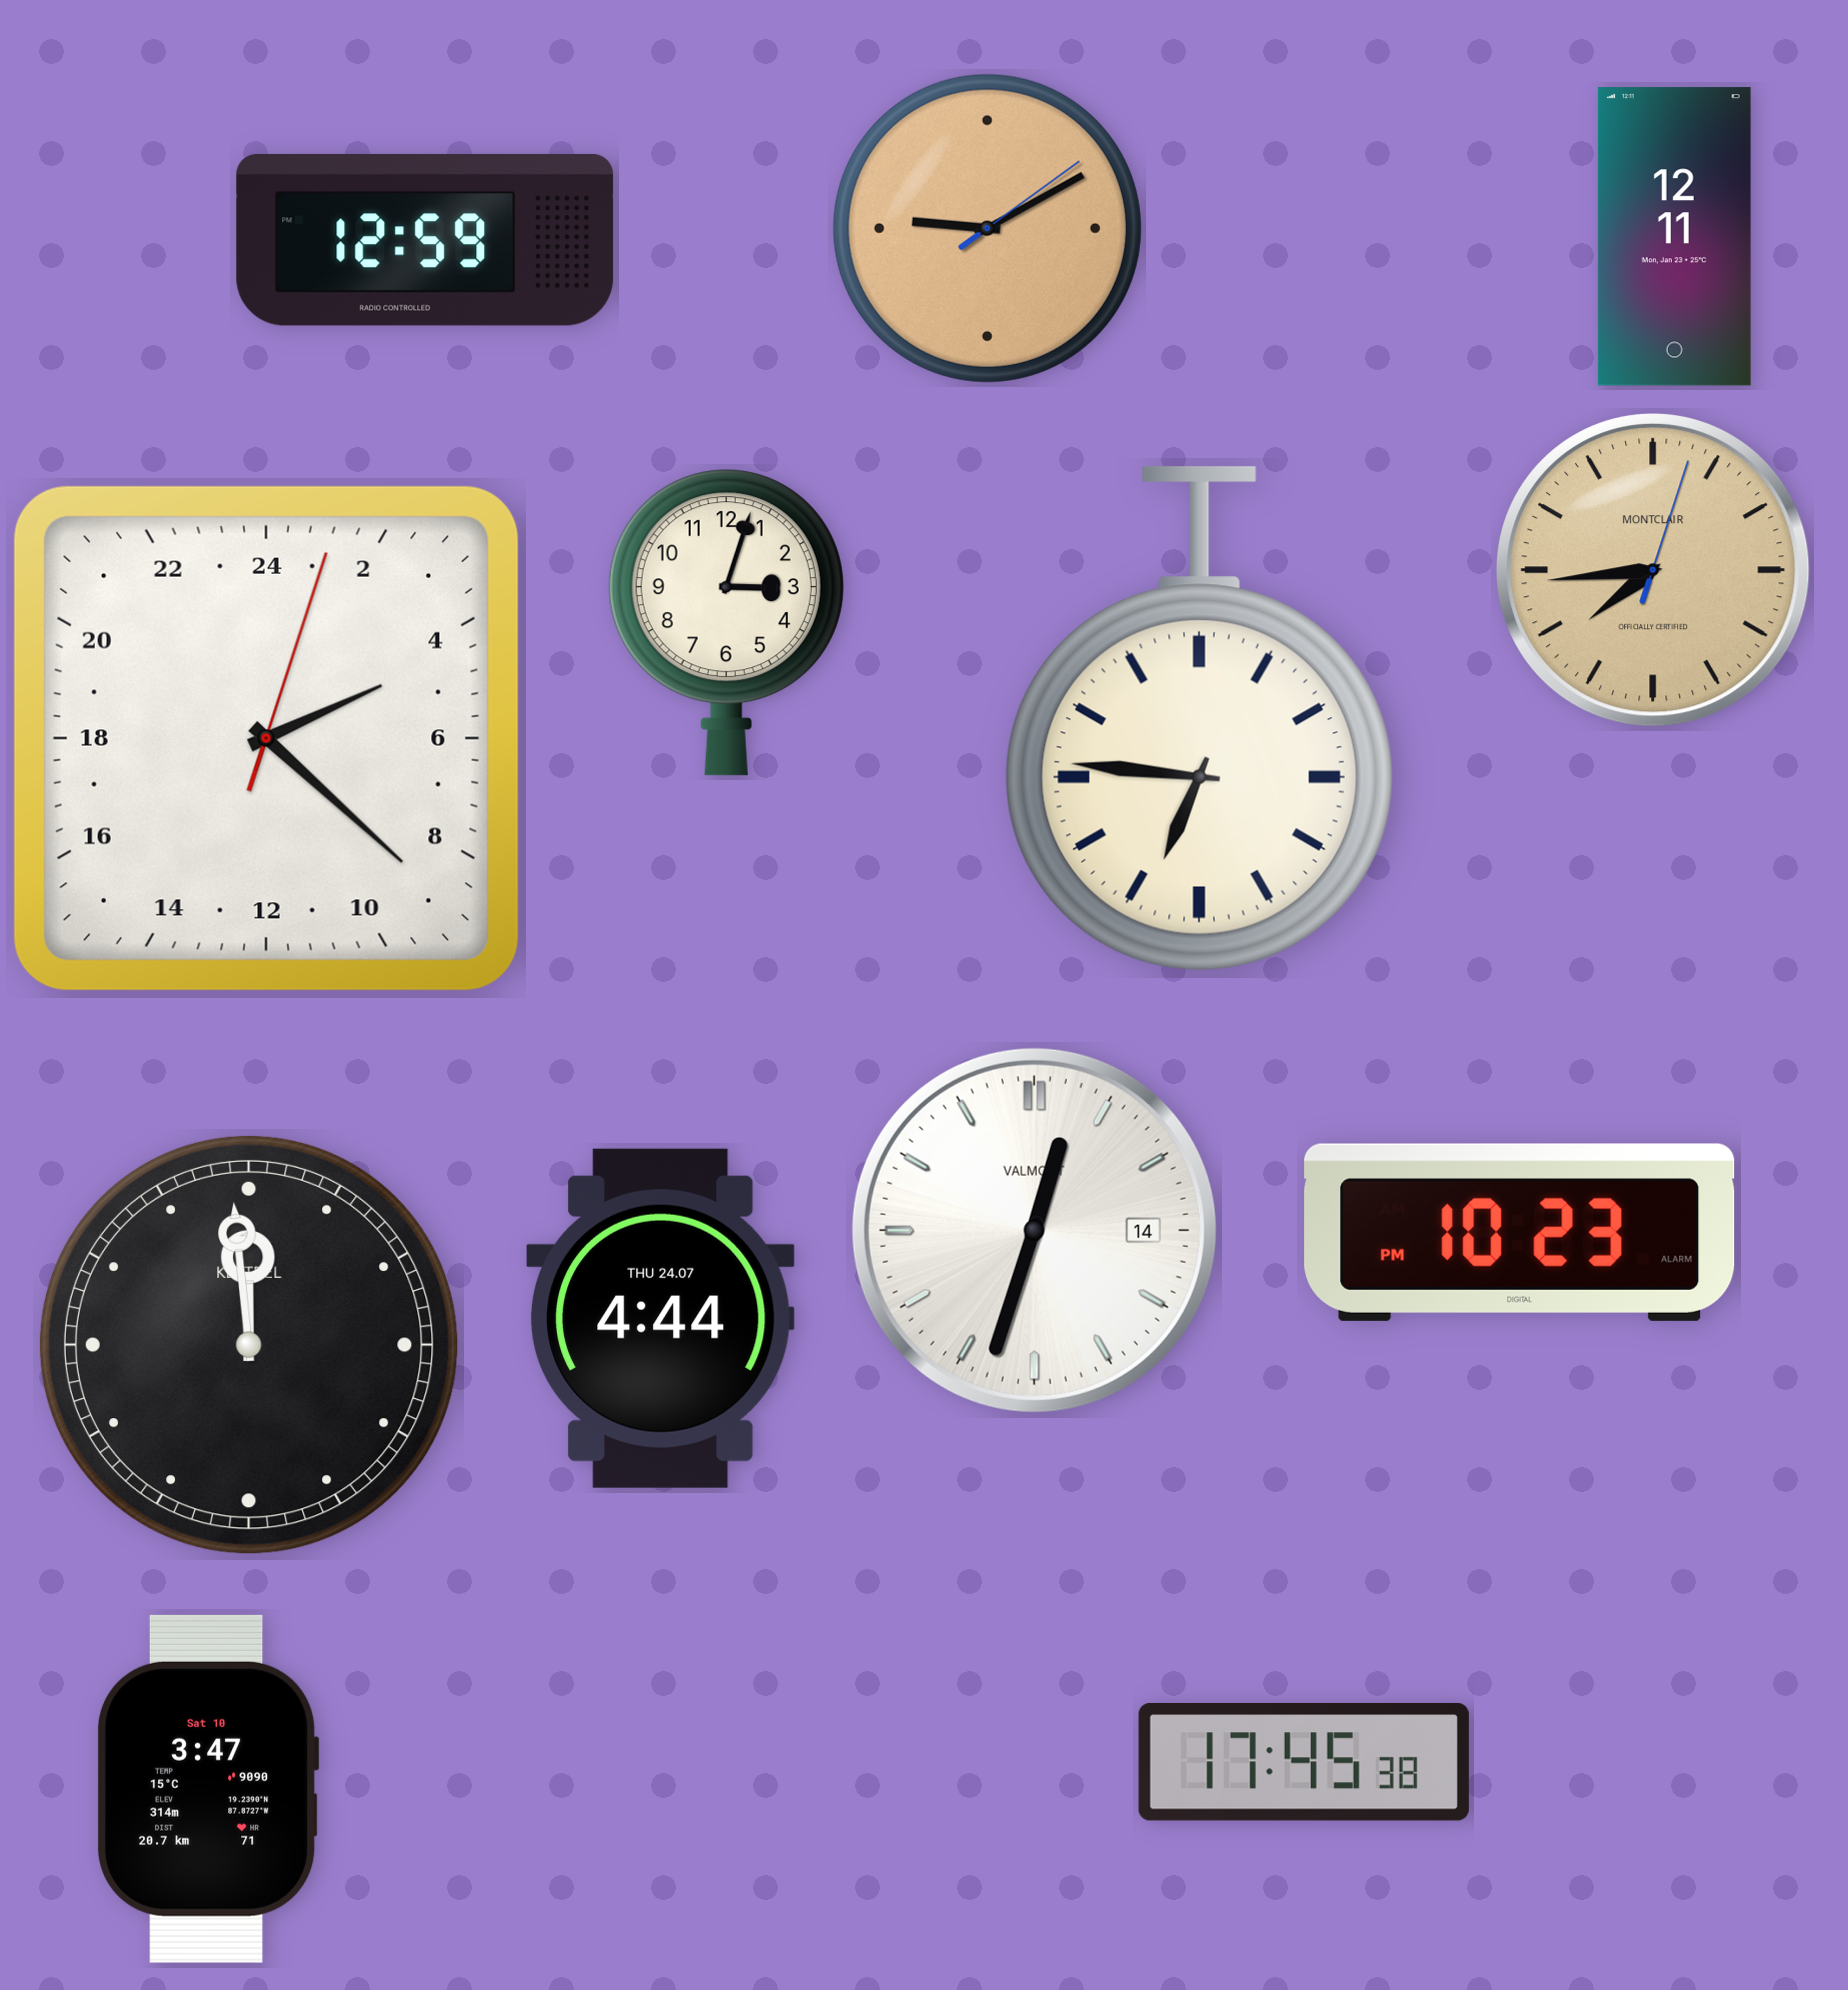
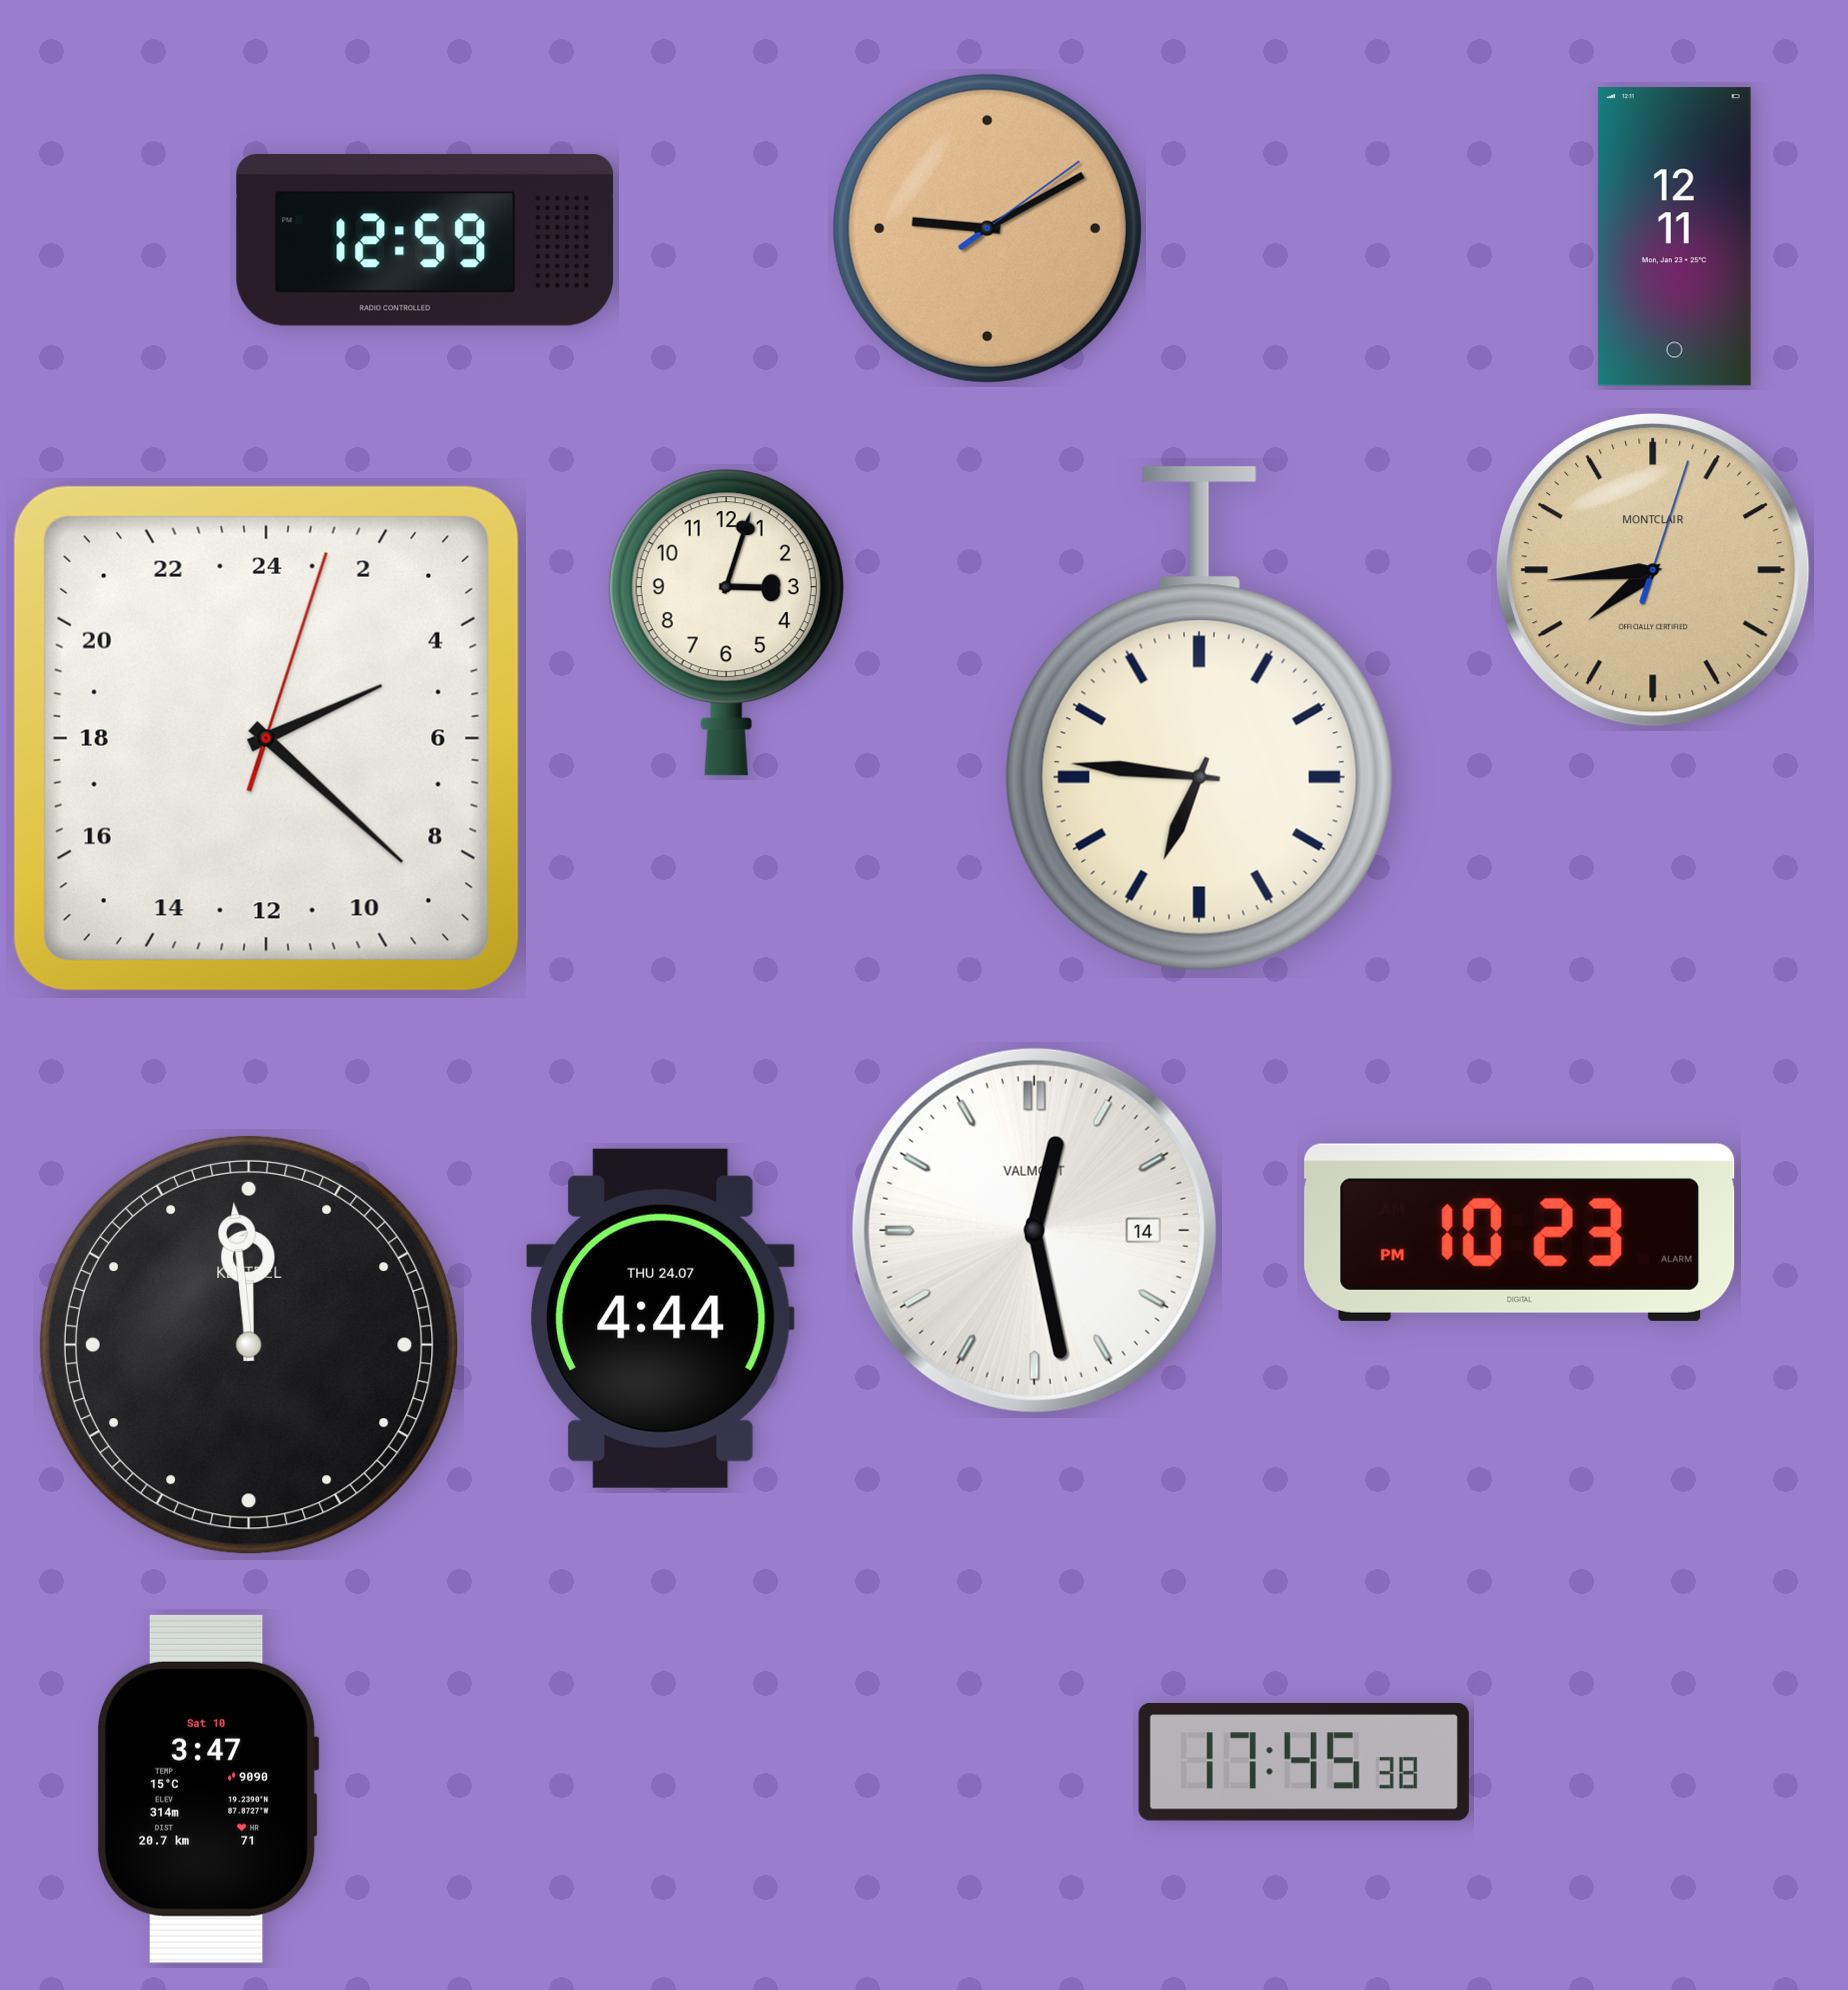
clock at (1034, 1230): 12:33 -> 12:28
